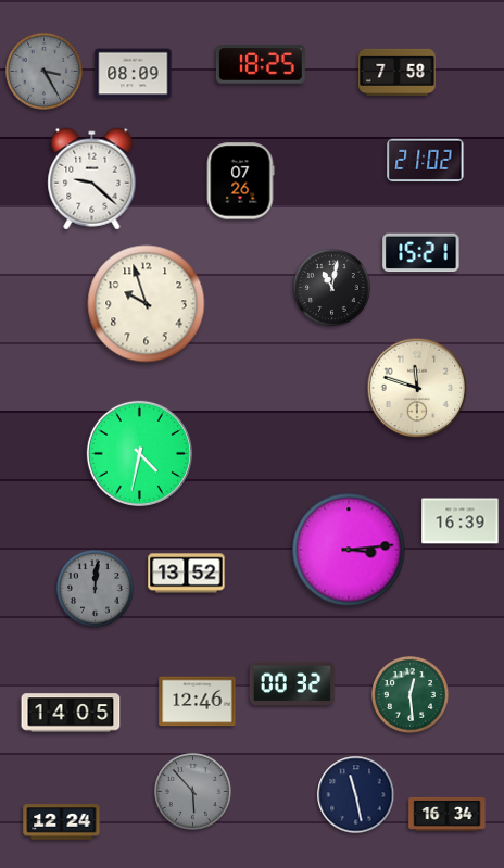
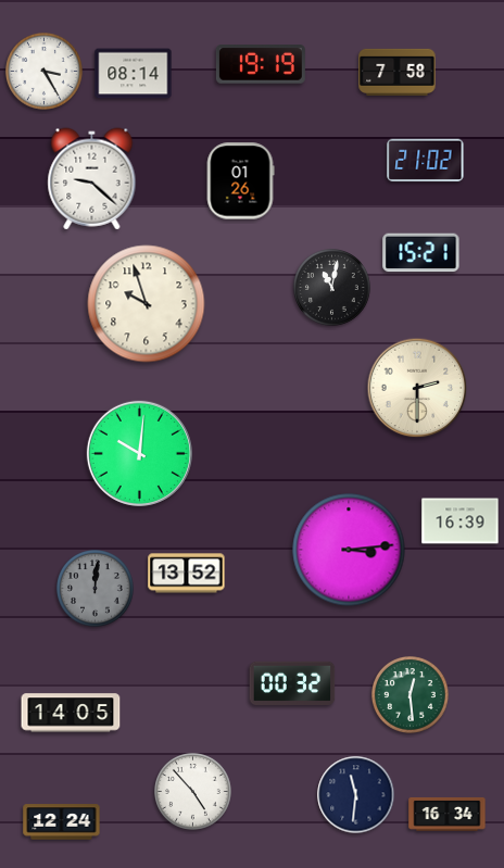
clock at (261, 64): 18:25 -> 19:19
clock at (45, 72) dial: grey -> white
clock at (134, 74): 08:09 -> 08:14
clock at (240, 181): 07:26 -> 01:26
clock at (417, 388): 11:48 -> 2:30
clock at (139, 453): 4:32 -> 10:01
clock at (198, 702): 12:46 -> none
clock at (193, 792): 5:53 -> 4:53
clock at (193, 792) dial: grey -> white
clock at (356, 795): 11:28 -> 11:31
